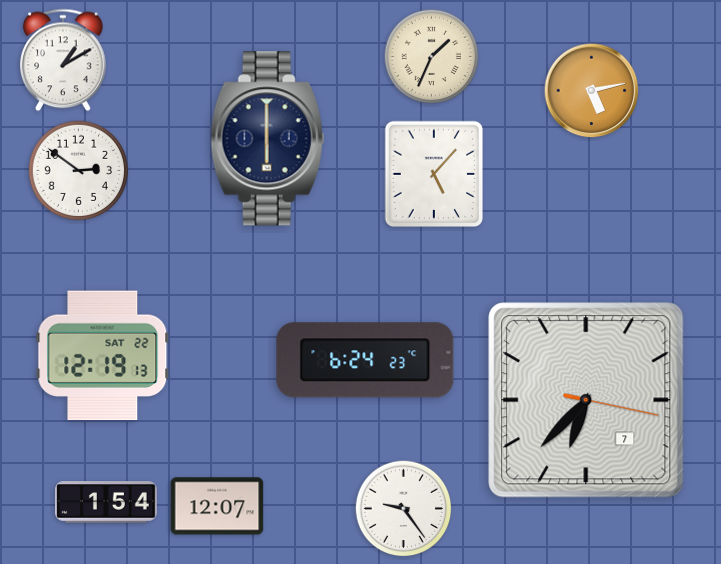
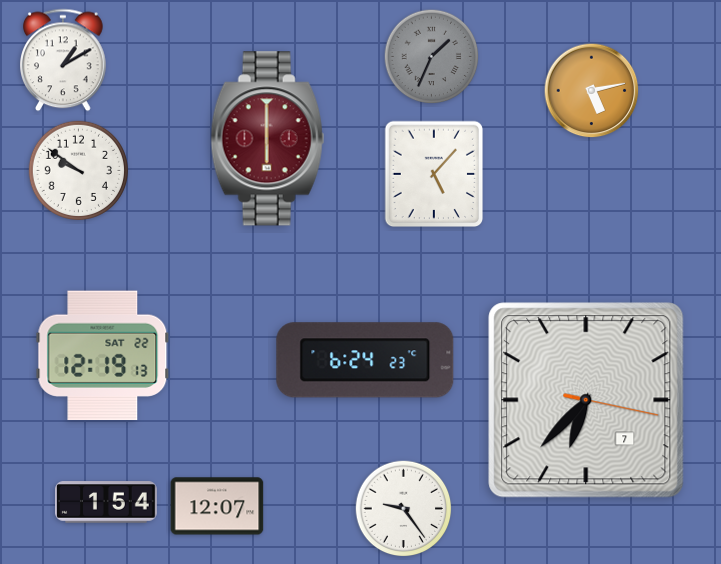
clock at (432, 57) dial: cream -> grey
clock at (268, 139) dial: navy -> burgundy
clock at (78, 170): 2:51 -> 9:51
